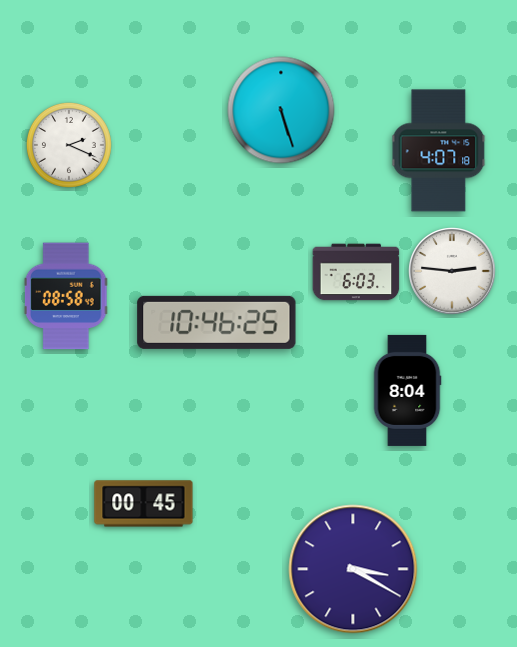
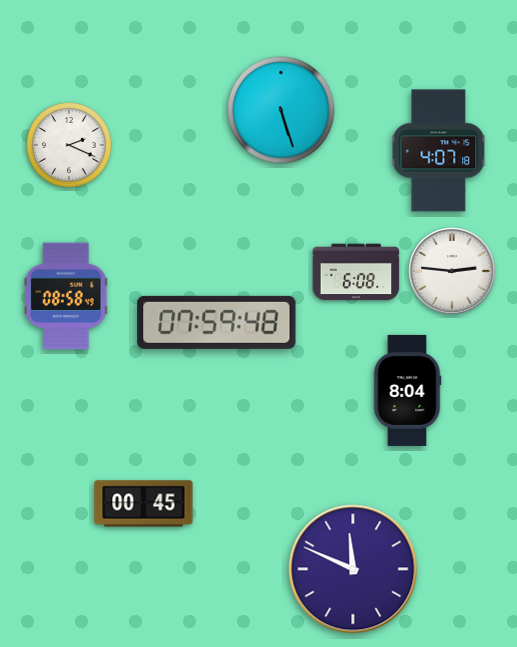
clock at (356, 272): 6:03 -> 6:08
clock at (217, 322): 10:46 -> 07:59
clock at (353, 569): 3:20 -> 11:49
